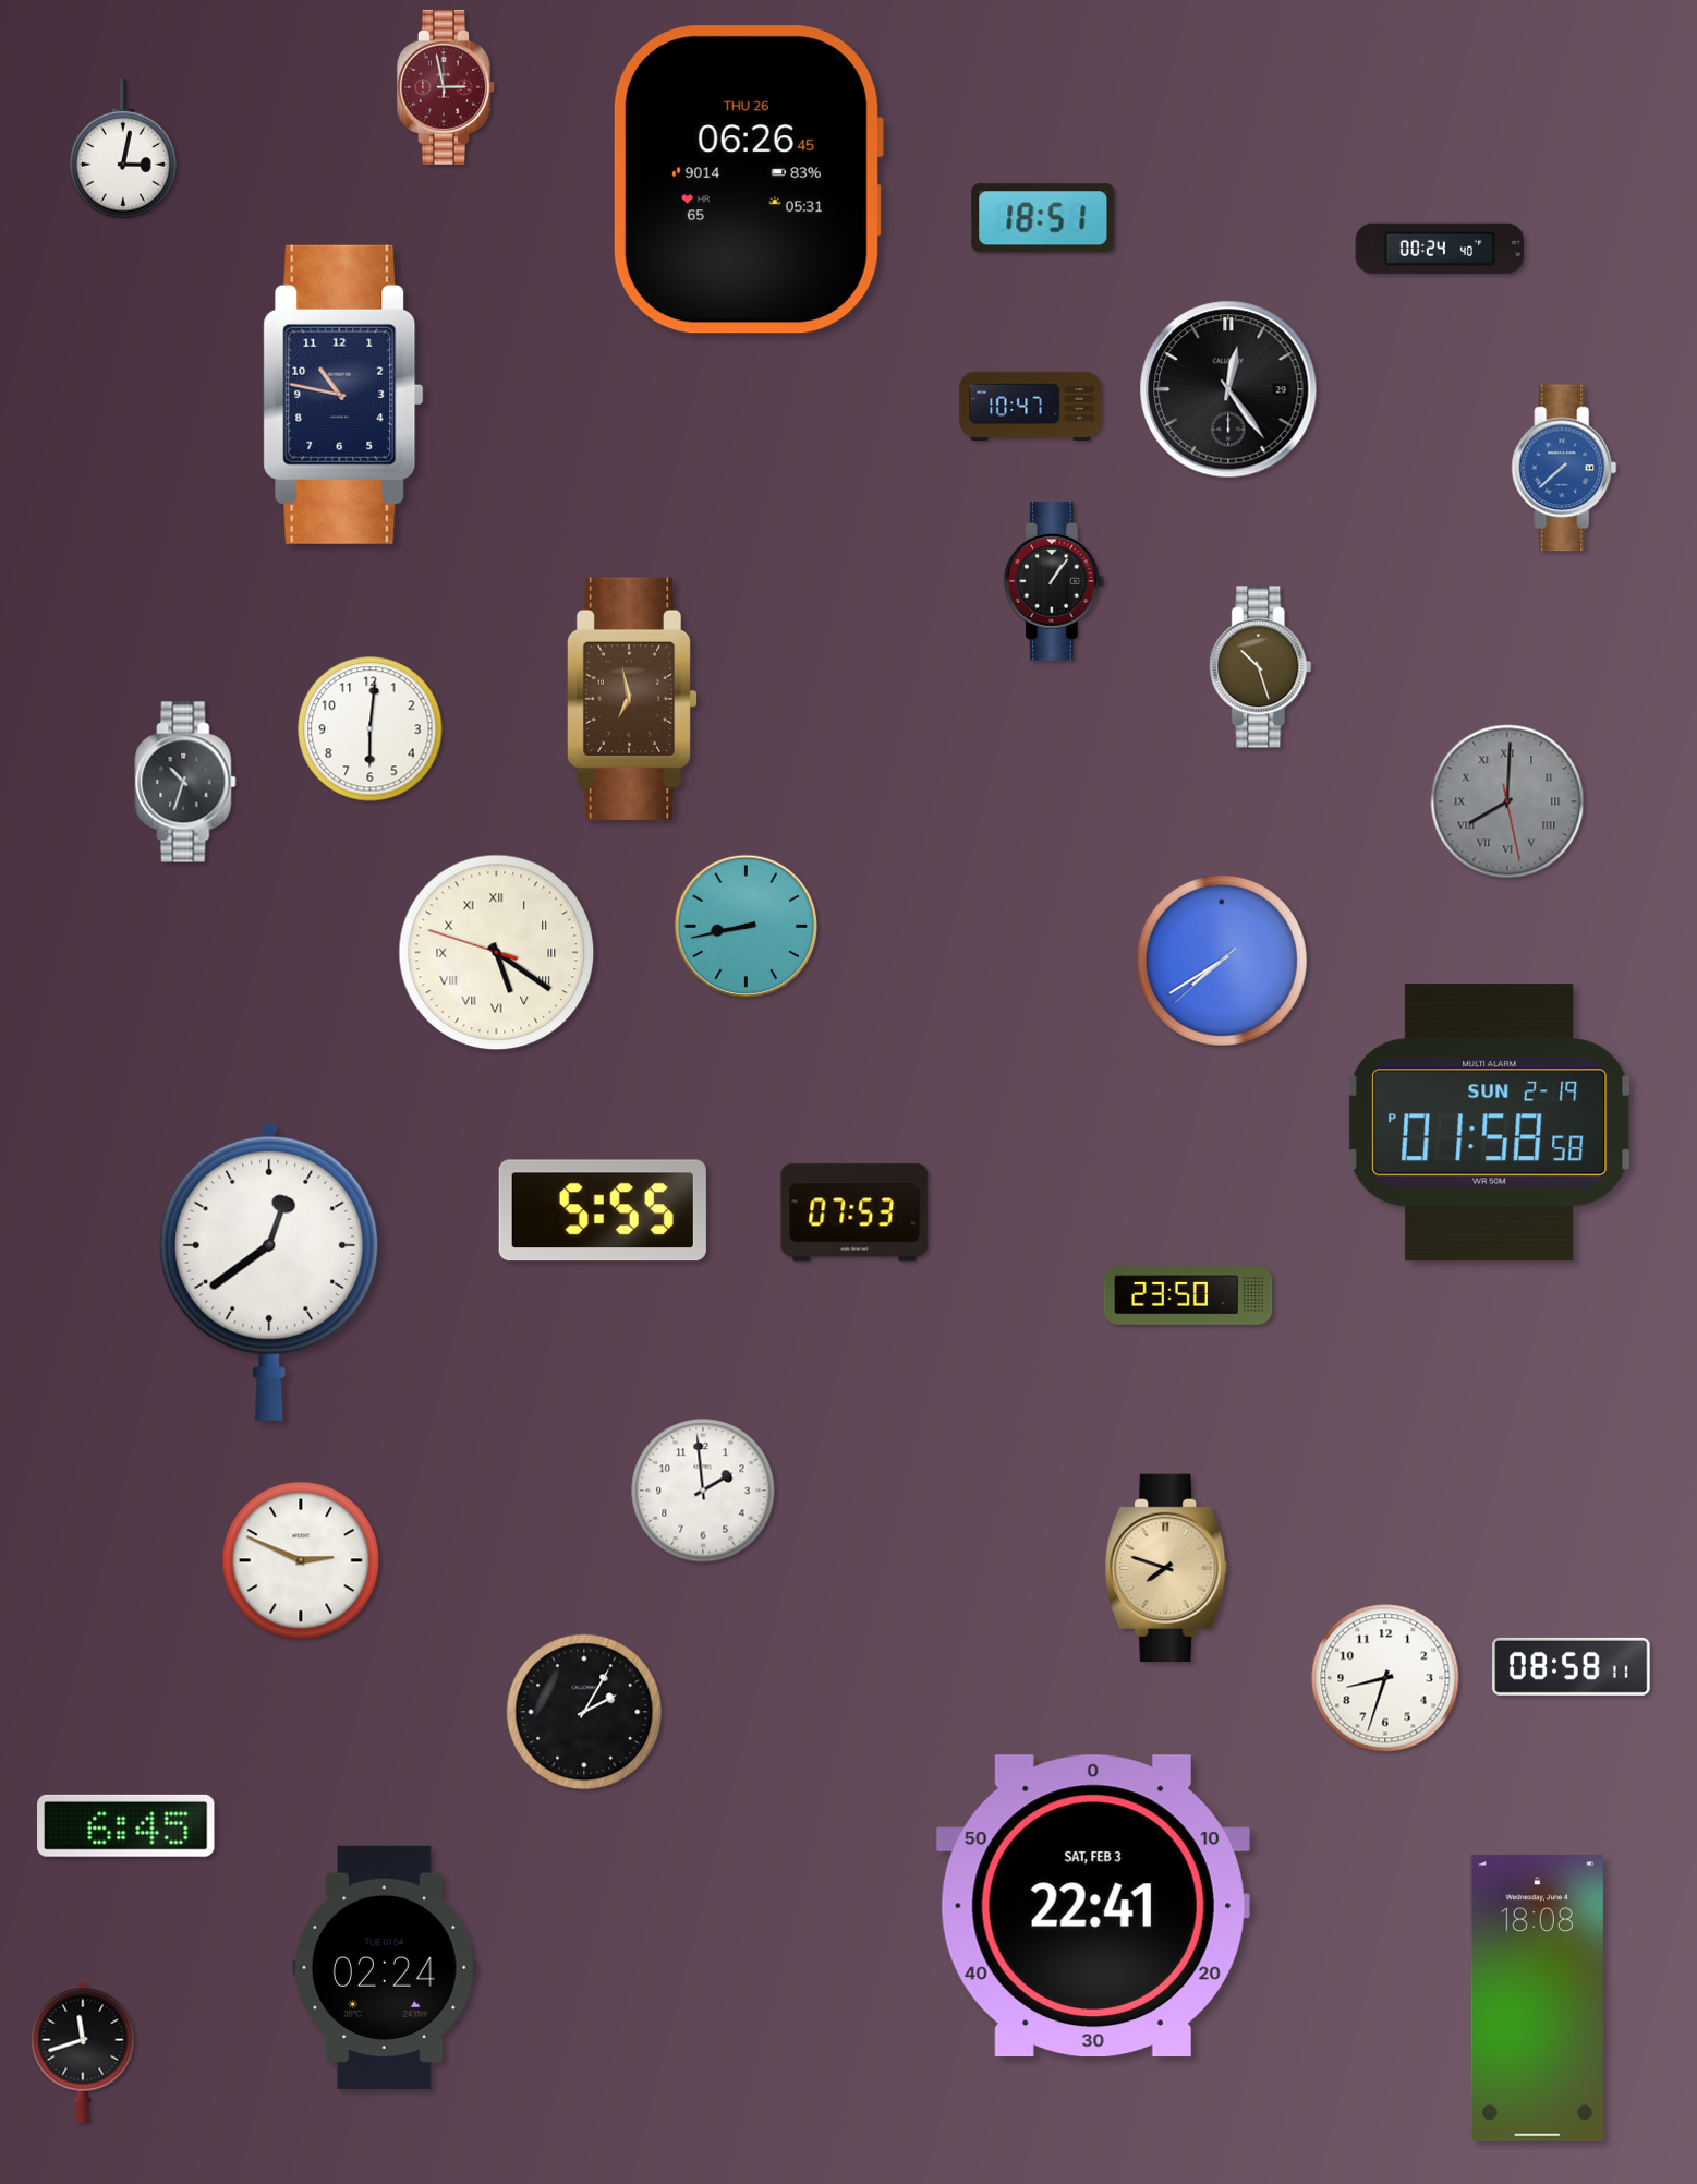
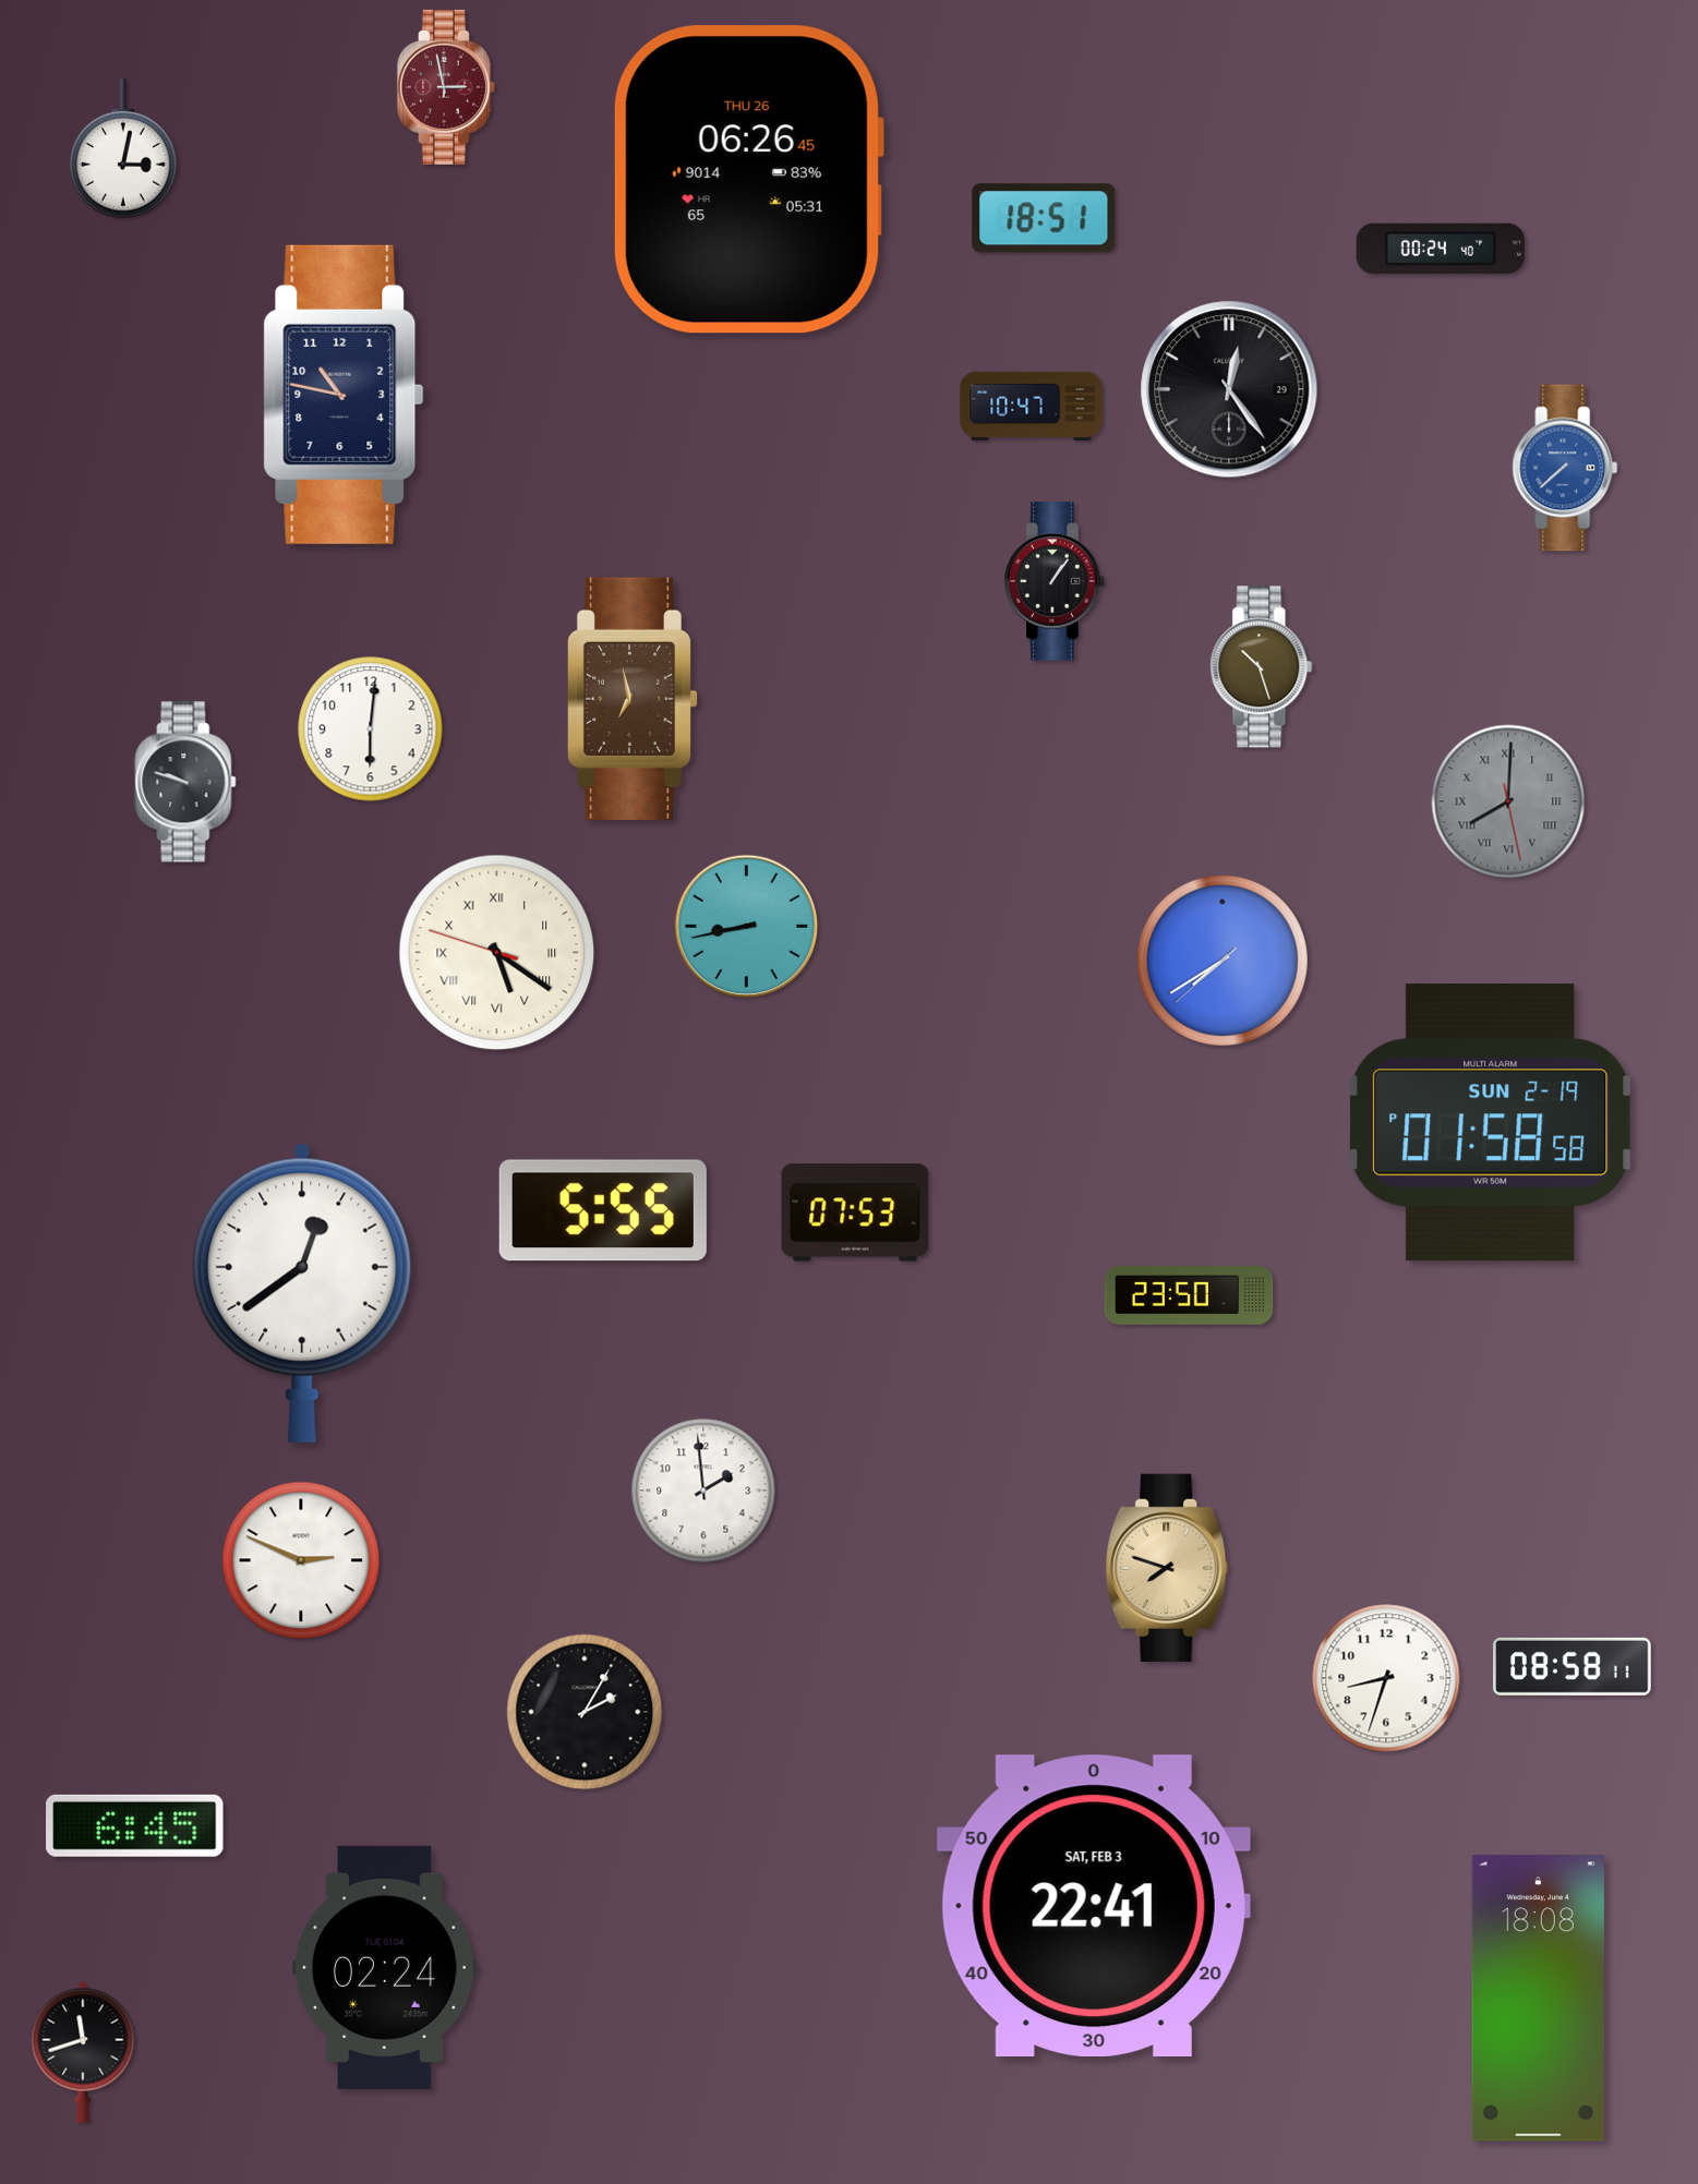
clock at (185, 782): 10:33 -> 9:48
clock at (269, 1271) position: (269, 1271) -> (302, 1293)
clock at (126, 1825) position: (126, 1825) -> (135, 1825)
